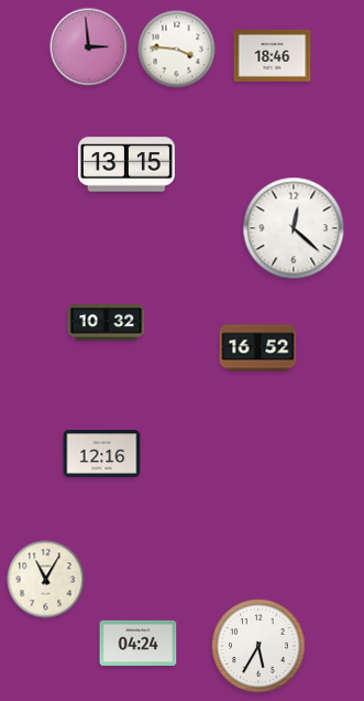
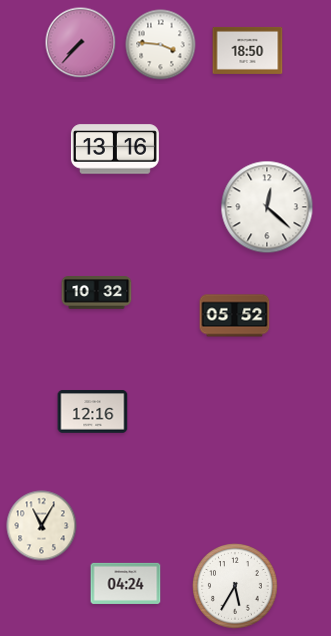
clock at (89, 47): 2:59 -> 7:37
clock at (273, 55): 18:46 -> 18:50
clock at (126, 164): 13:15 -> 13:16
clock at (258, 348): 16:52 -> 05:52
